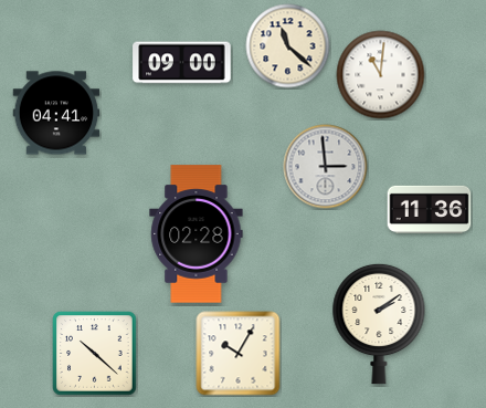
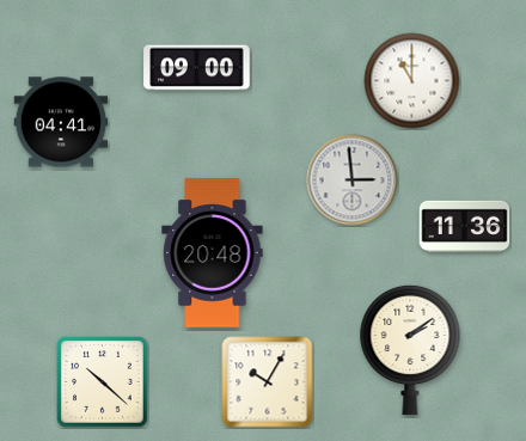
clock at (288, 46): 11:22 -> none
clock at (381, 75): 11:01 -> 11:00
clock at (197, 234): 02:28 -> 20:48
clock at (239, 354) position: (239, 354) -> (268, 382)
